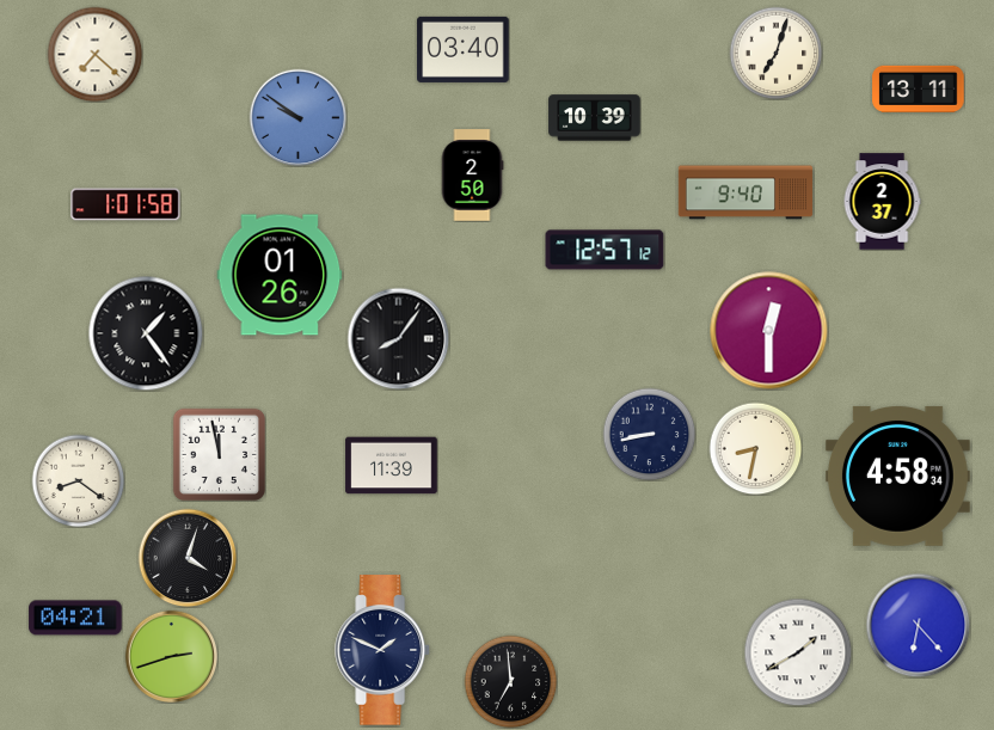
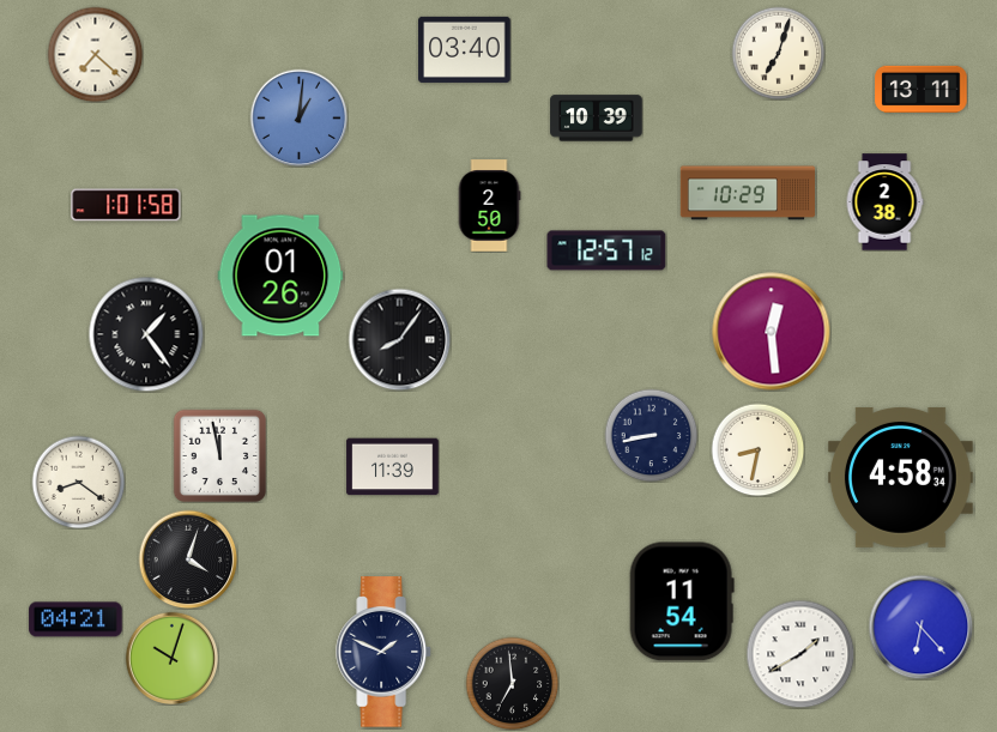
clock at (297, 117): 9:51 -> 1:01
clock at (472, 176) position: (472, 176) -> (489, 206)
clock at (745, 192): 9:40 -> 10:29
clock at (882, 202): 2:37 -> 2:38
clock at (769, 331): 12:30 -> 12:29
clock at (682, 601): none -> 11:54
clock at (171, 656): 2:42 -> 10:03
